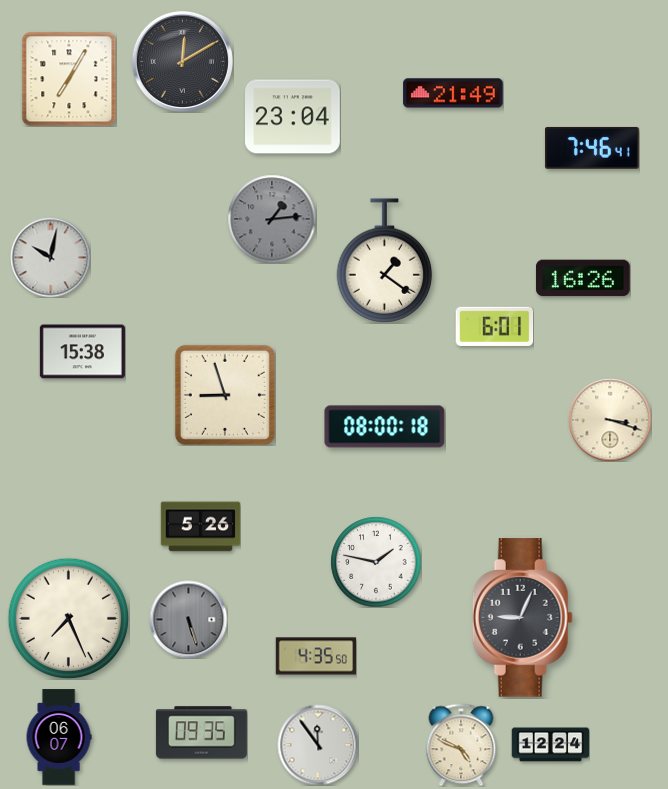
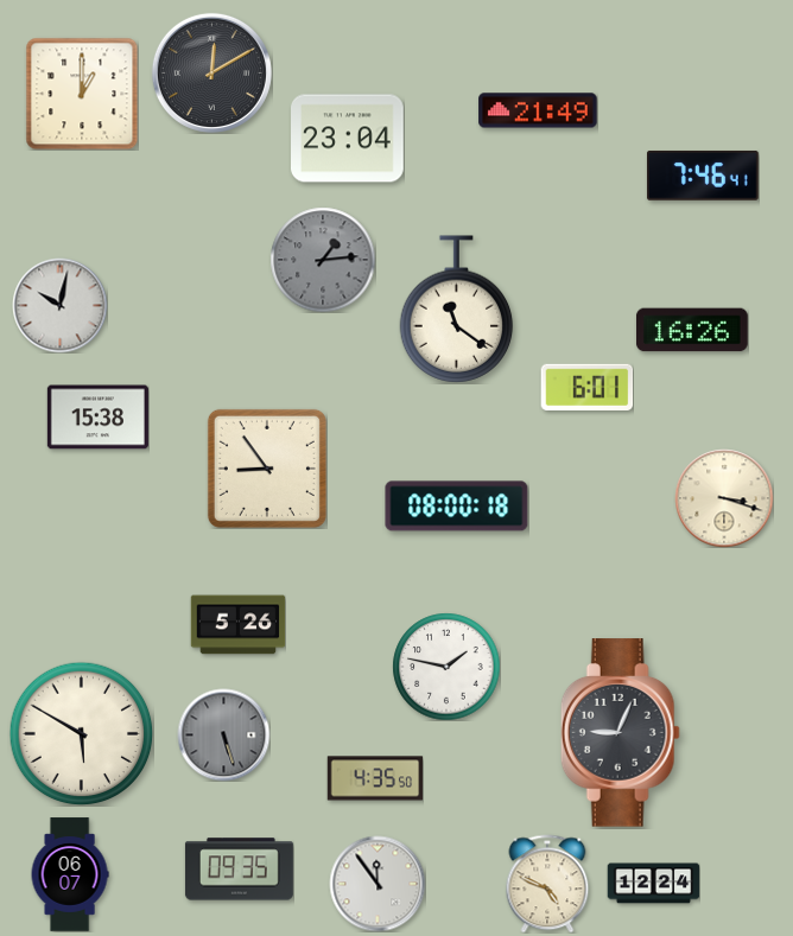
clock at (182, 61) position: (182, 61) -> (211, 72)
clock at (69, 79): 7:05 -> 1:00
clock at (385, 261): 1:21 -> 11:21
clock at (225, 395): 8:57 -> 8:54
clock at (68, 618): 7:26 -> 5:50
